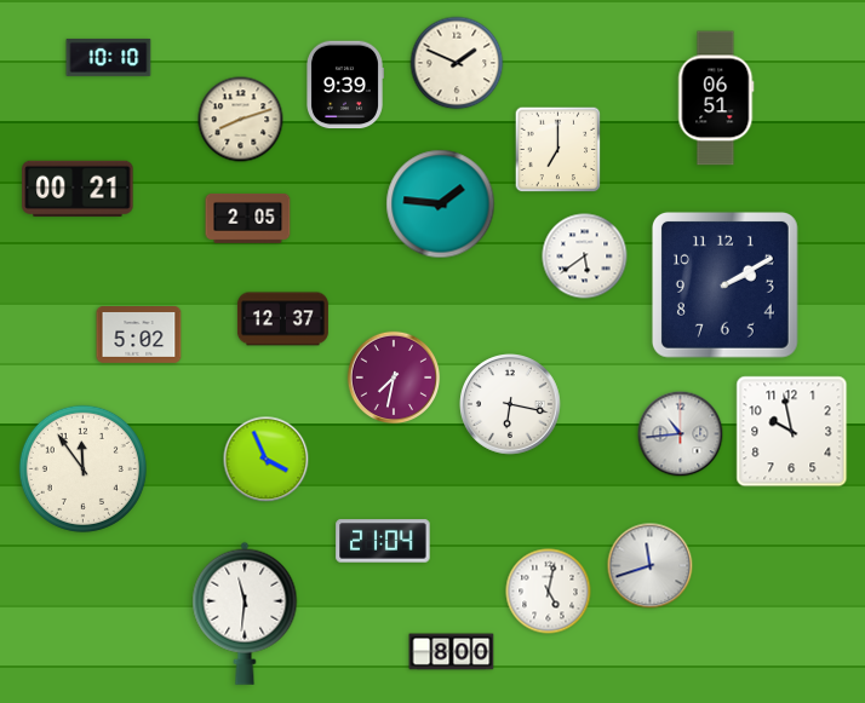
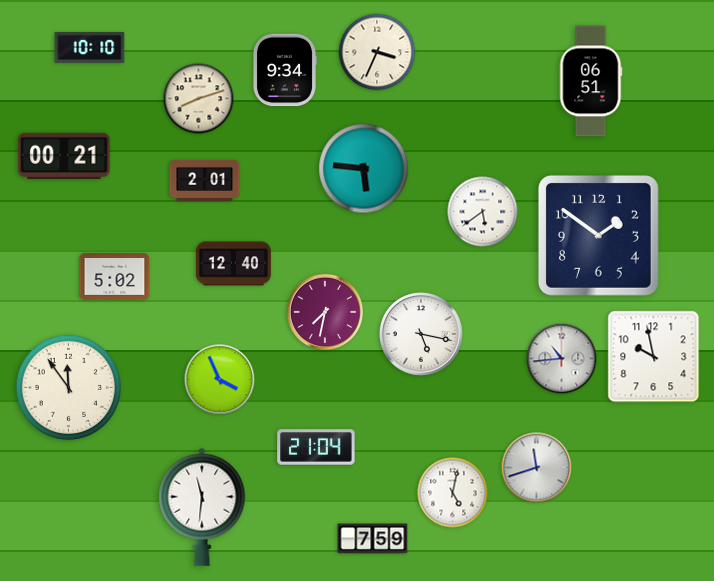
clock at (457, 63): 1:49 -> 3:34
clock at (345, 85): 9:39 -> 9:34
clock at (558, 150): 7:00 -> none
clock at (441, 204): 1:46 -> 5:46
clock at (248, 218): 2:05 -> 2:01
clock at (724, 284): 2:10 -> 1:51
clock at (282, 319): 12:37 -> 12:40
clock at (511, 405): 6:17 -> 5:17
clock at (549, 592) position: (549, 592) -> (453, 493)
clock at (452, 652): 8:00 -> 7:59
